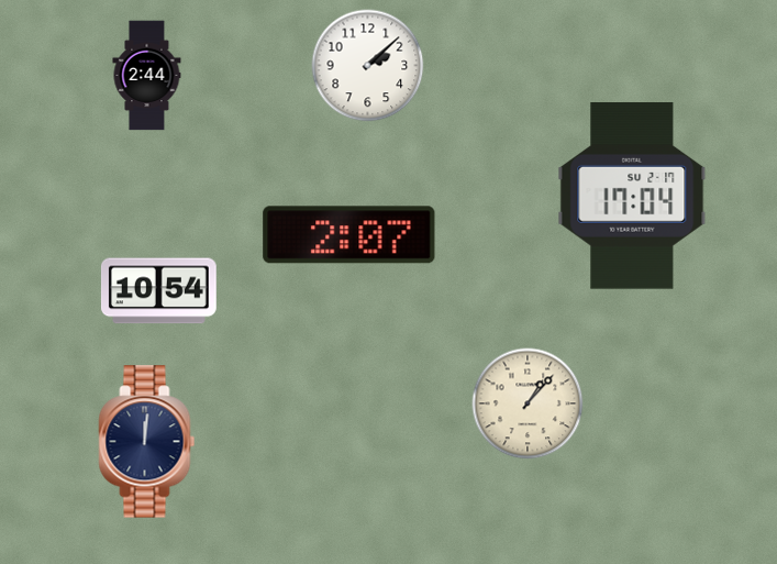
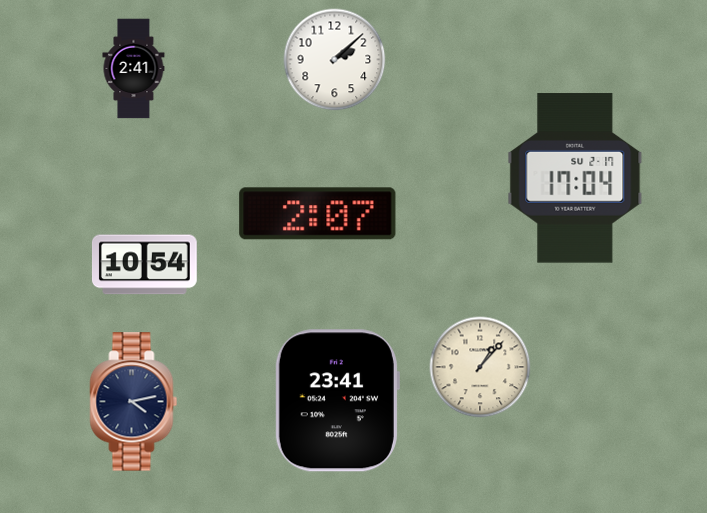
clock at (147, 76): 2:44 -> 2:41
clock at (337, 401): none -> 23:41
clock at (147, 442): 12:01 -> 4:13
